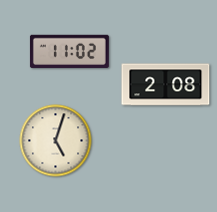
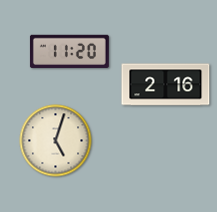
clock at (69, 51): 11:02 -> 11:20
clock at (166, 85): 2:08 -> 2:16
